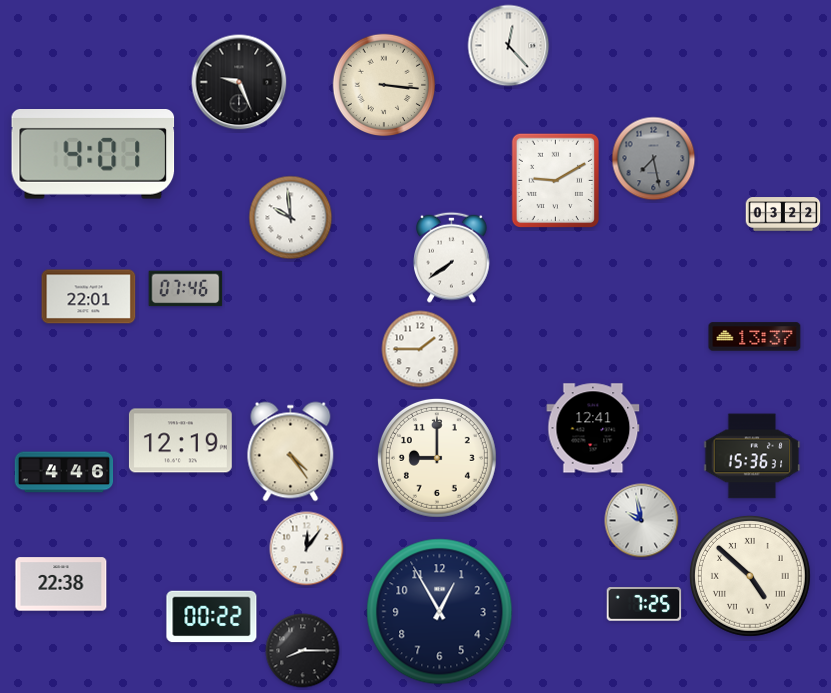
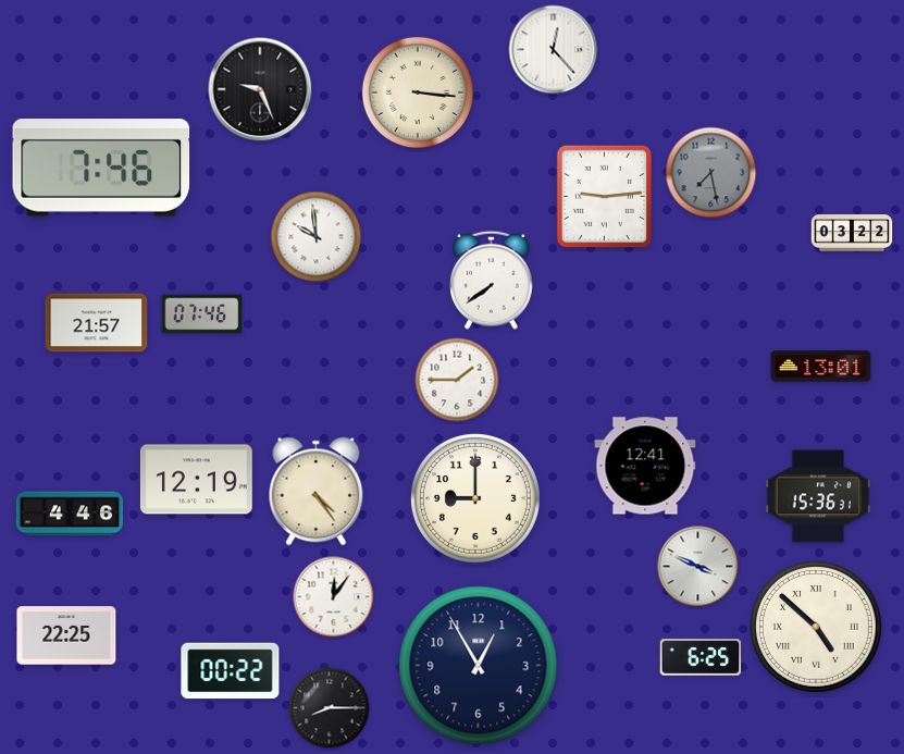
clock at (93, 155): 4:01 -> 7:46
clock at (555, 180): 9:10 -> 9:14
clock at (89, 297): 22:01 -> 21:57
clock at (755, 337): 13:37 -> 13:01
clock at (642, 521): 9:58 -> 3:49
clock at (61, 584): 22:38 -> 22:25
clock at (644, 604): 7:25 -> 6:25
